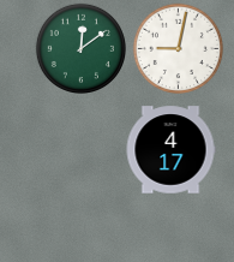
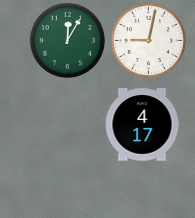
clock at (80, 48): 12:09 -> 12:05
